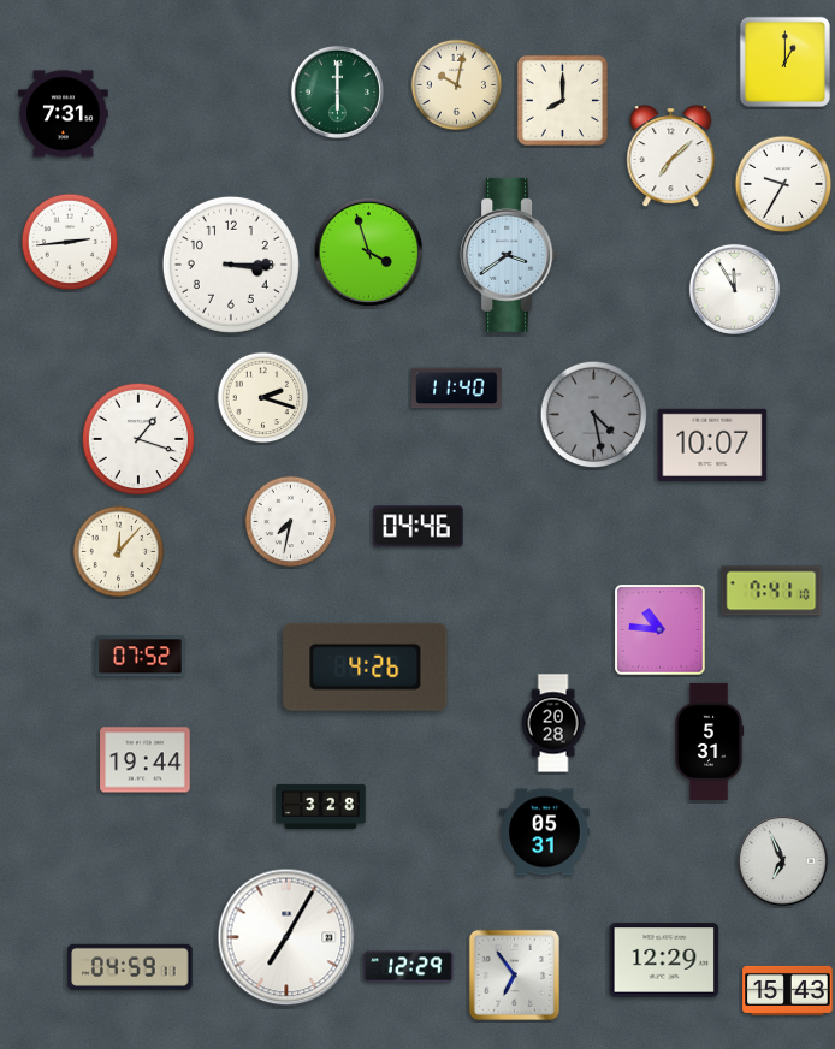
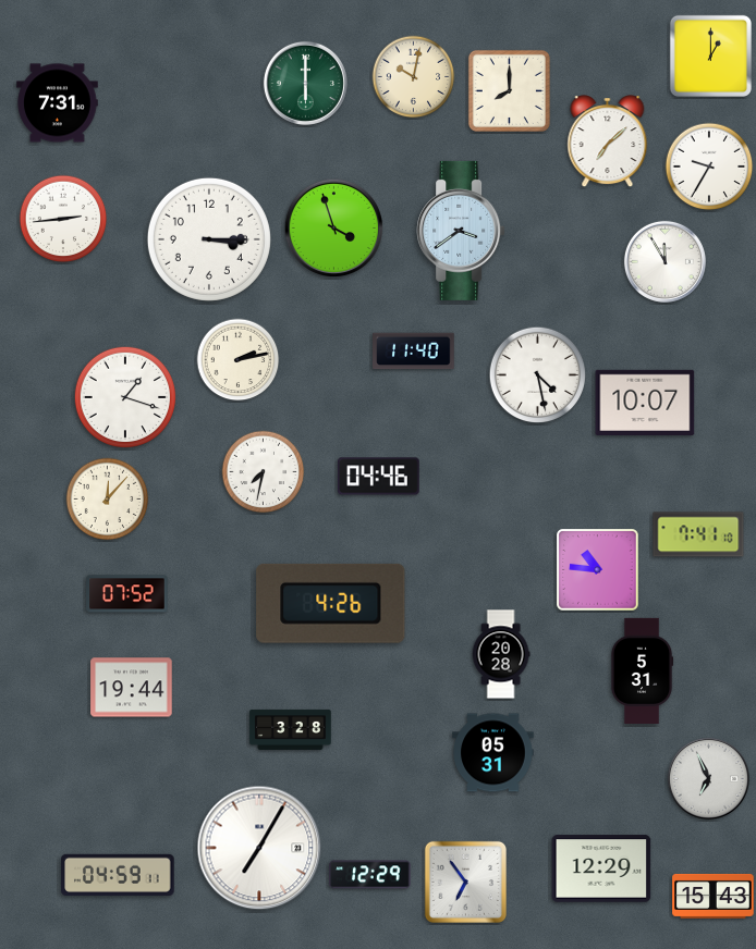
clock at (263, 398): 2:18 -> 2:13
clock at (594, 415) dial: grey -> white
